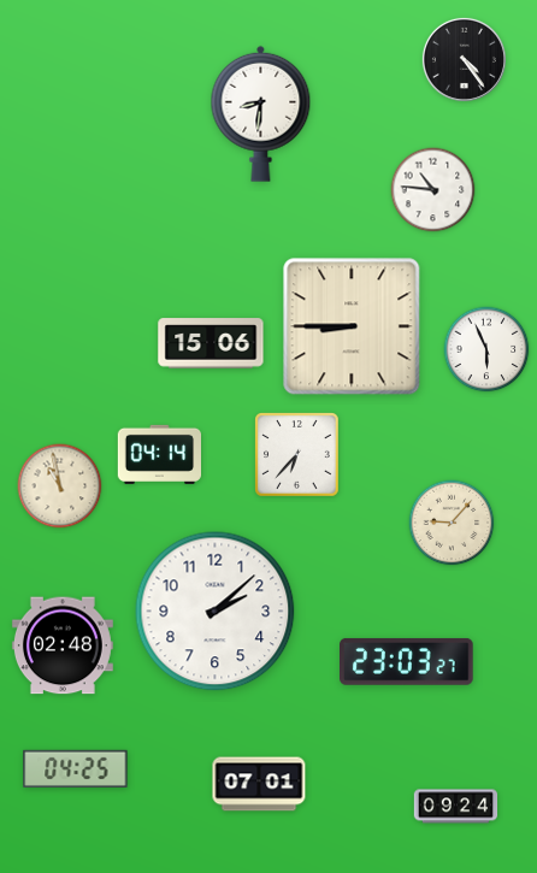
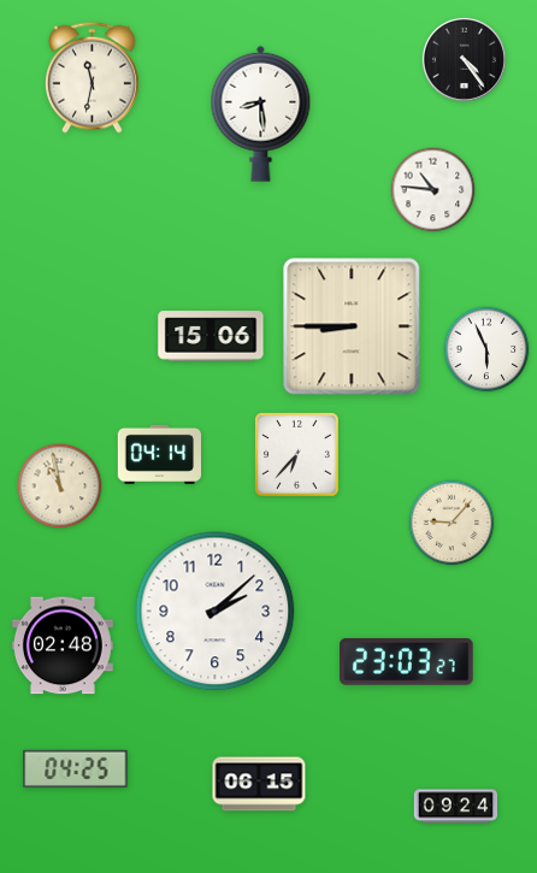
clock at (92, 77): none -> 11:32
clock at (261, 113): 8:31 -> 8:29
clock at (211, 343) position: (211, 343) -> (211, 336)
clock at (259, 784): 07:01 -> 06:15
